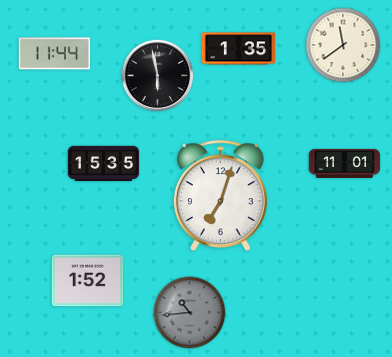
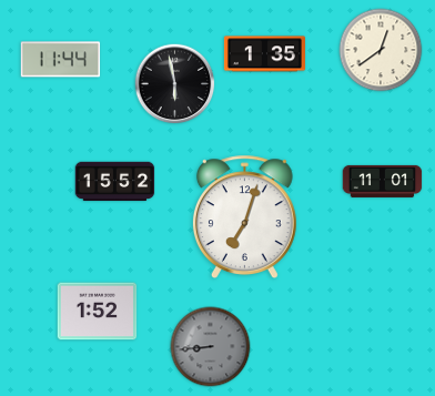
clock at (343, 45): 11:39 -> 12:39
clock at (104, 164): 15:35 -> 15:52
clock at (190, 313): 10:44 -> 8:44
